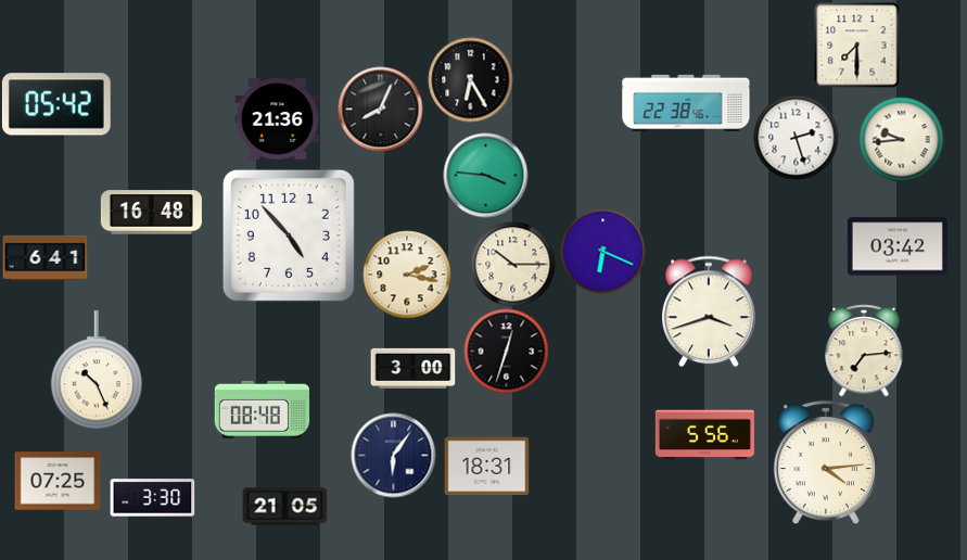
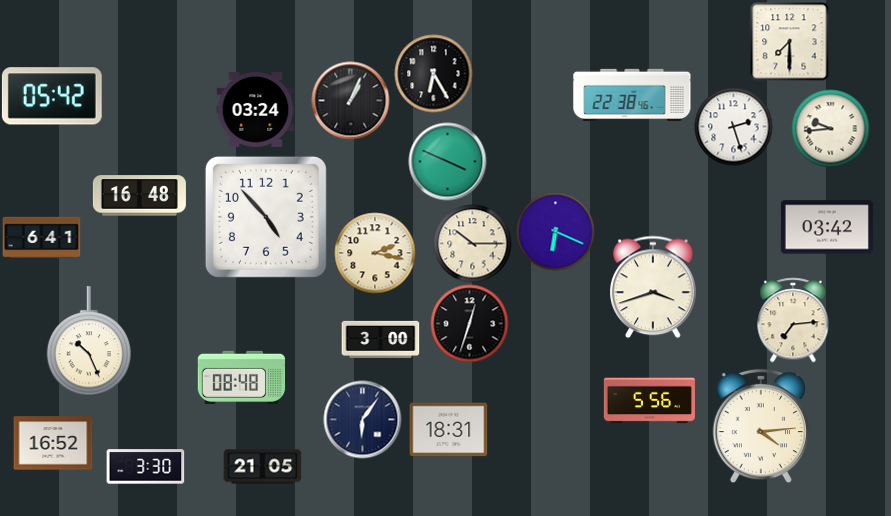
clock at (380, 109): 8:04 -> 1:04
clock at (277, 119): 21:36 -> 03:24
clock at (485, 175): 3:46 -> 3:49
clock at (506, 351) position: (506, 351) -> (469, 323)
clock at (864, 351) position: (864, 351) -> (793, 320)
clock at (58, 481): 07:25 -> 16:52
clock at (152, 498) position: (152, 498) -> (145, 467)
